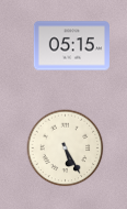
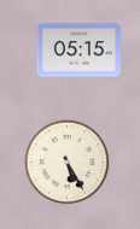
clock at (66, 148) position: (66, 148) -> (68, 163)
